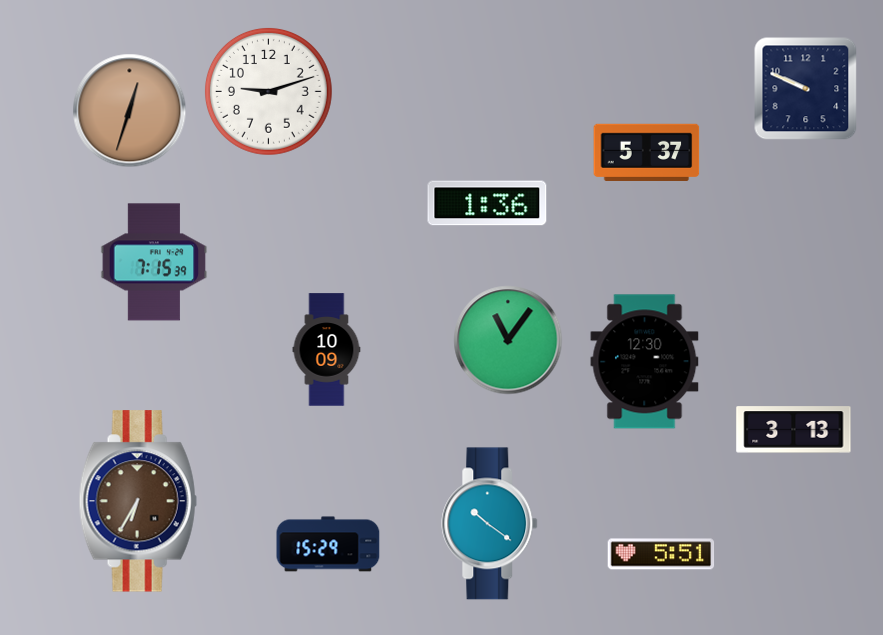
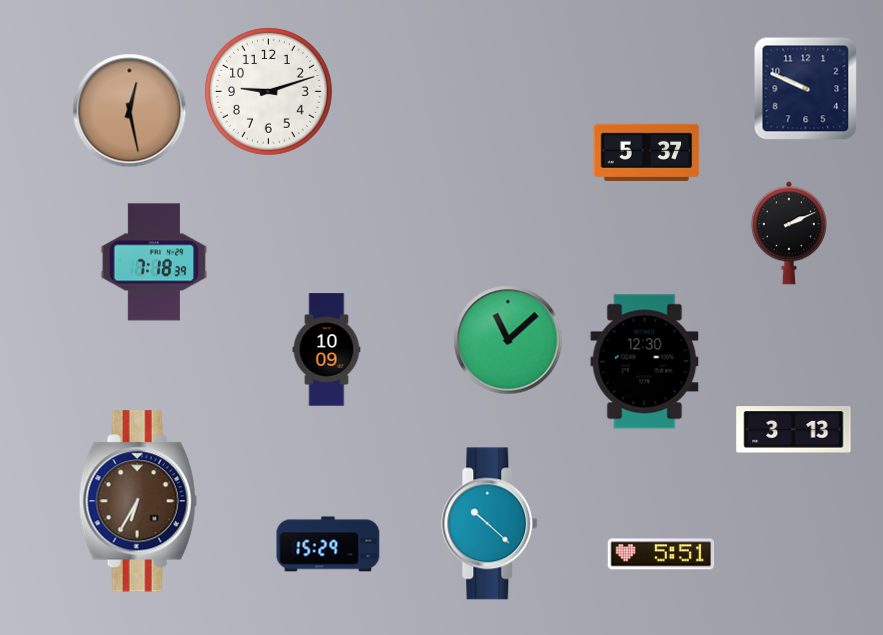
clock at (130, 111): 12:33 -> 12:28
clock at (487, 203): 1:36 -> none
clock at (789, 233): none -> 2:11
clock at (154, 262): 7:15 -> 7:18
clock at (508, 340): 11:06 -> 11:08
clock at (490, 524): 10:21 -> 10:22
